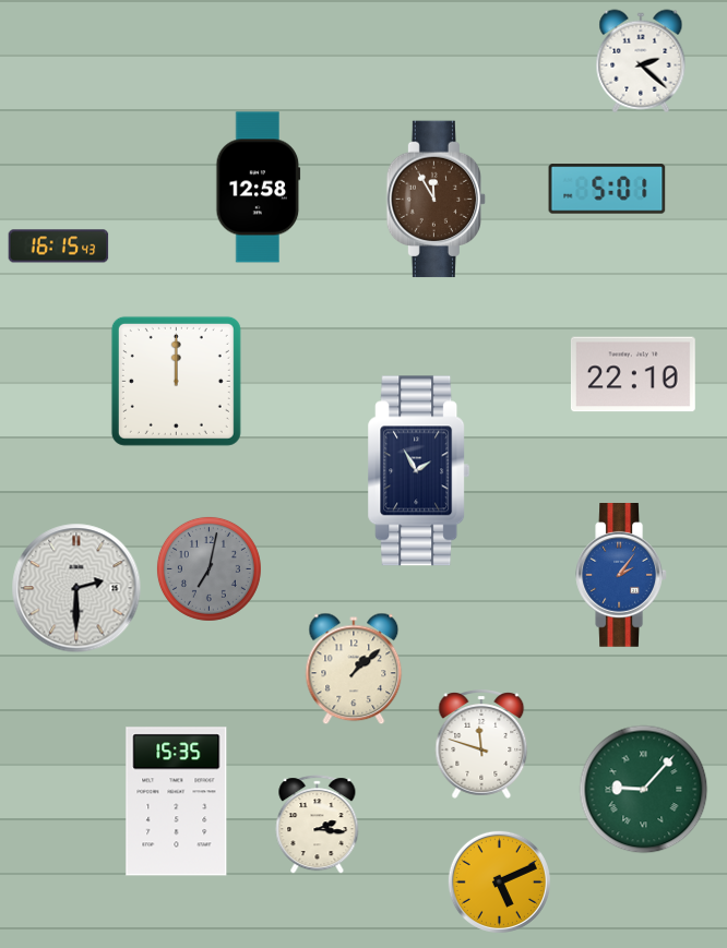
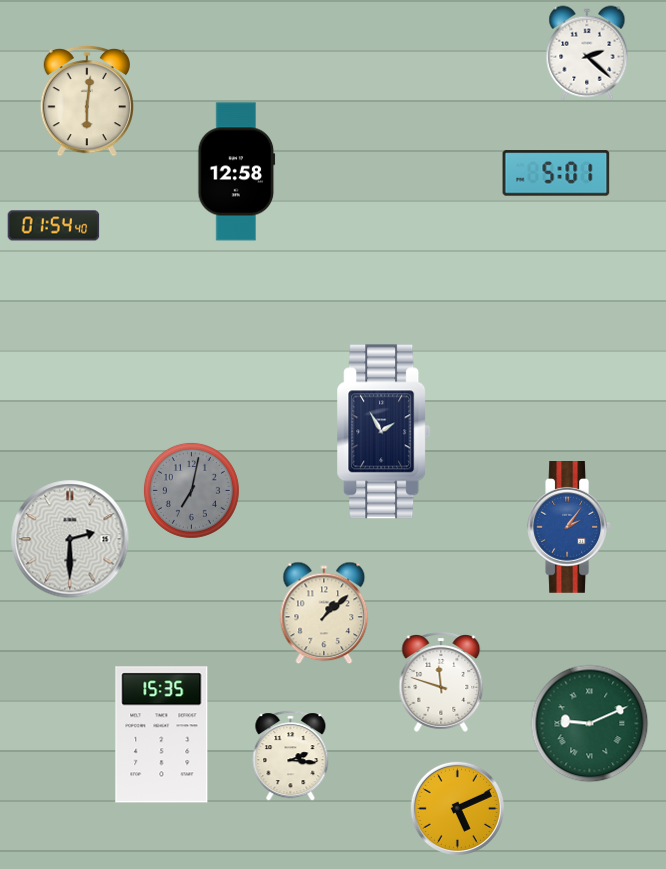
clock at (641, 61) position: (641, 61) -> (587, 53)
clock at (86, 101): none -> 6:01
clock at (437, 200): 11:55 -> none
clock at (59, 247): 16:15 -> 01:54
clock at (633, 374): 22:10 -> none
clock at (176, 381): 12:00 -> none
clock at (208, 568) position: (208, 568) -> (191, 490)
clock at (644, 790): 9:07 -> 9:11
